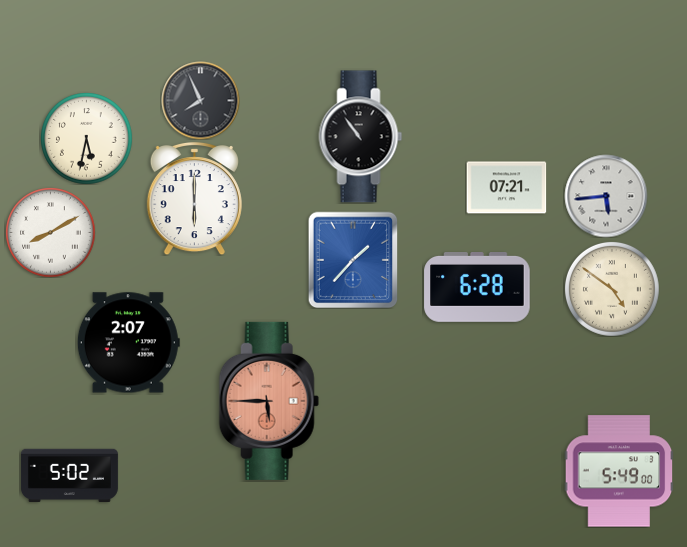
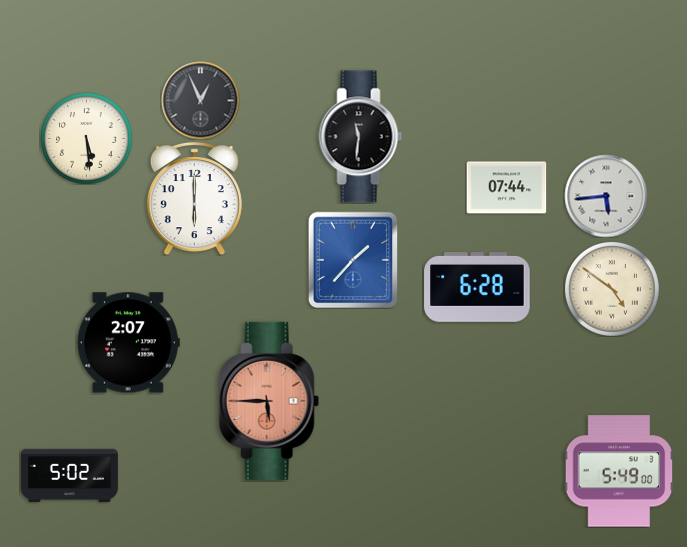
clock at (200, 100): 7:56 -> 12:56
clock at (361, 137): 10:54 -> 11:31
clock at (87, 139): 5:32 -> 5:29
clock at (506, 188): 07:21 -> 07:44
clock at (50, 232): 8:10 -> none
